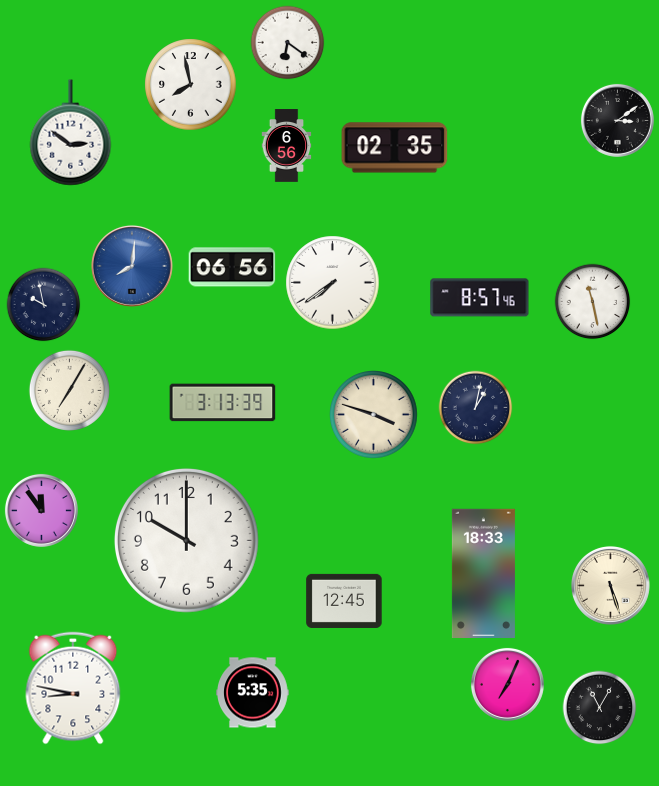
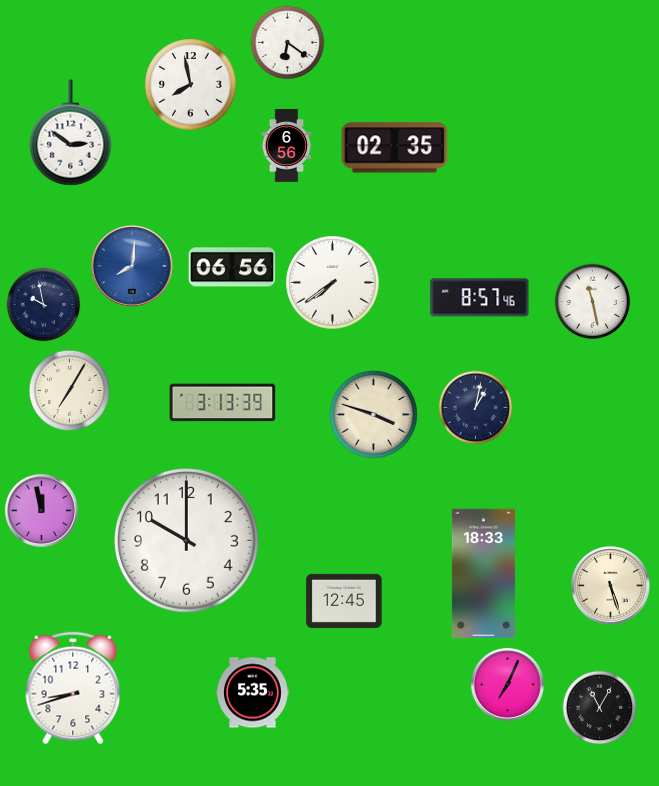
clock at (617, 120): 3:09 -> none
clock at (41, 510): 11:54 -> 11:58
clock at (73, 688): 8:47 -> 8:42
